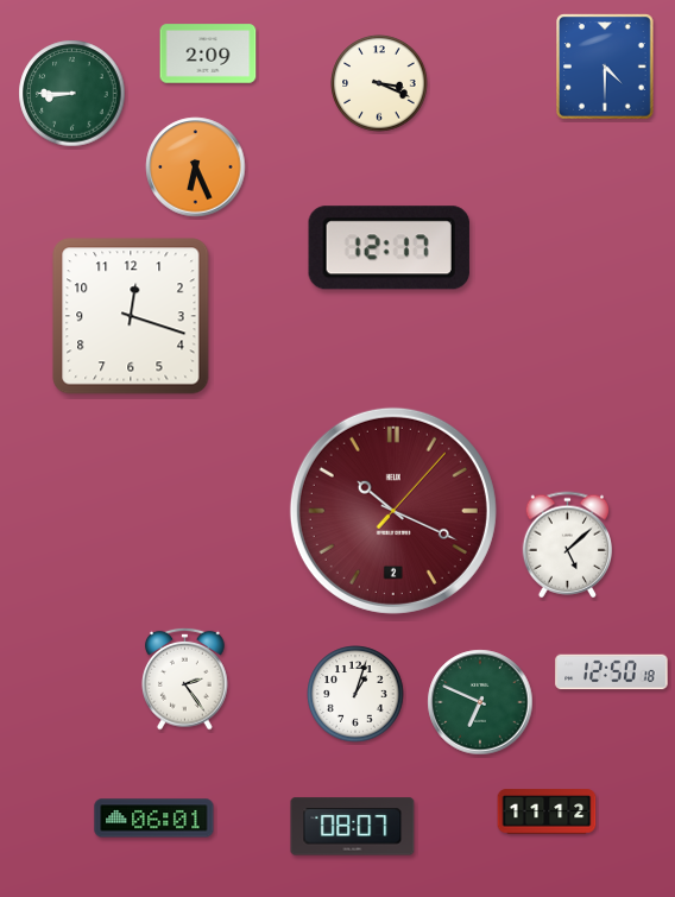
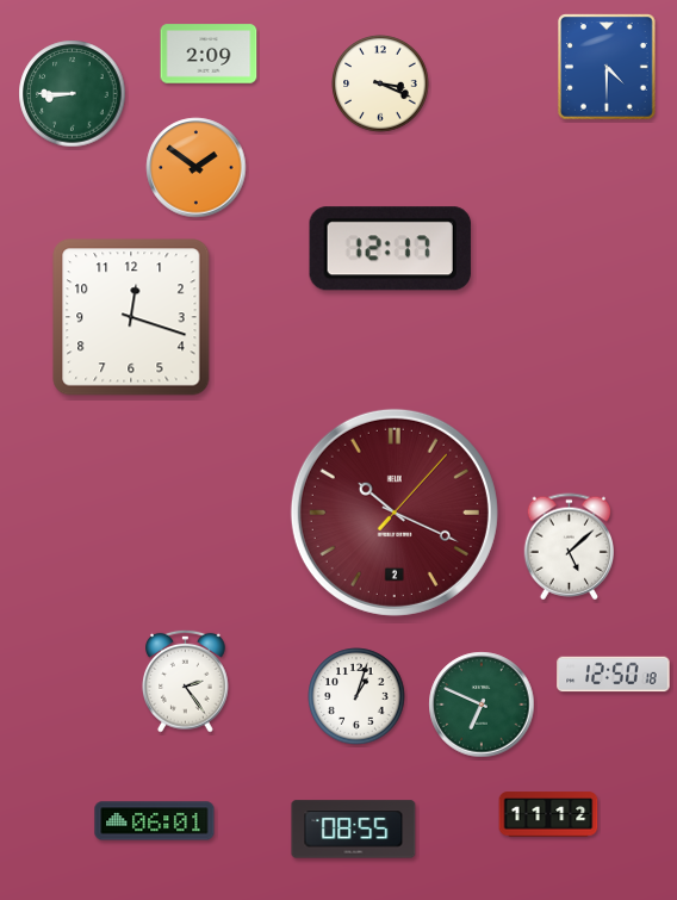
clock at (196, 168): 6:26 -> 1:51
clock at (353, 827): 08:07 -> 08:55
